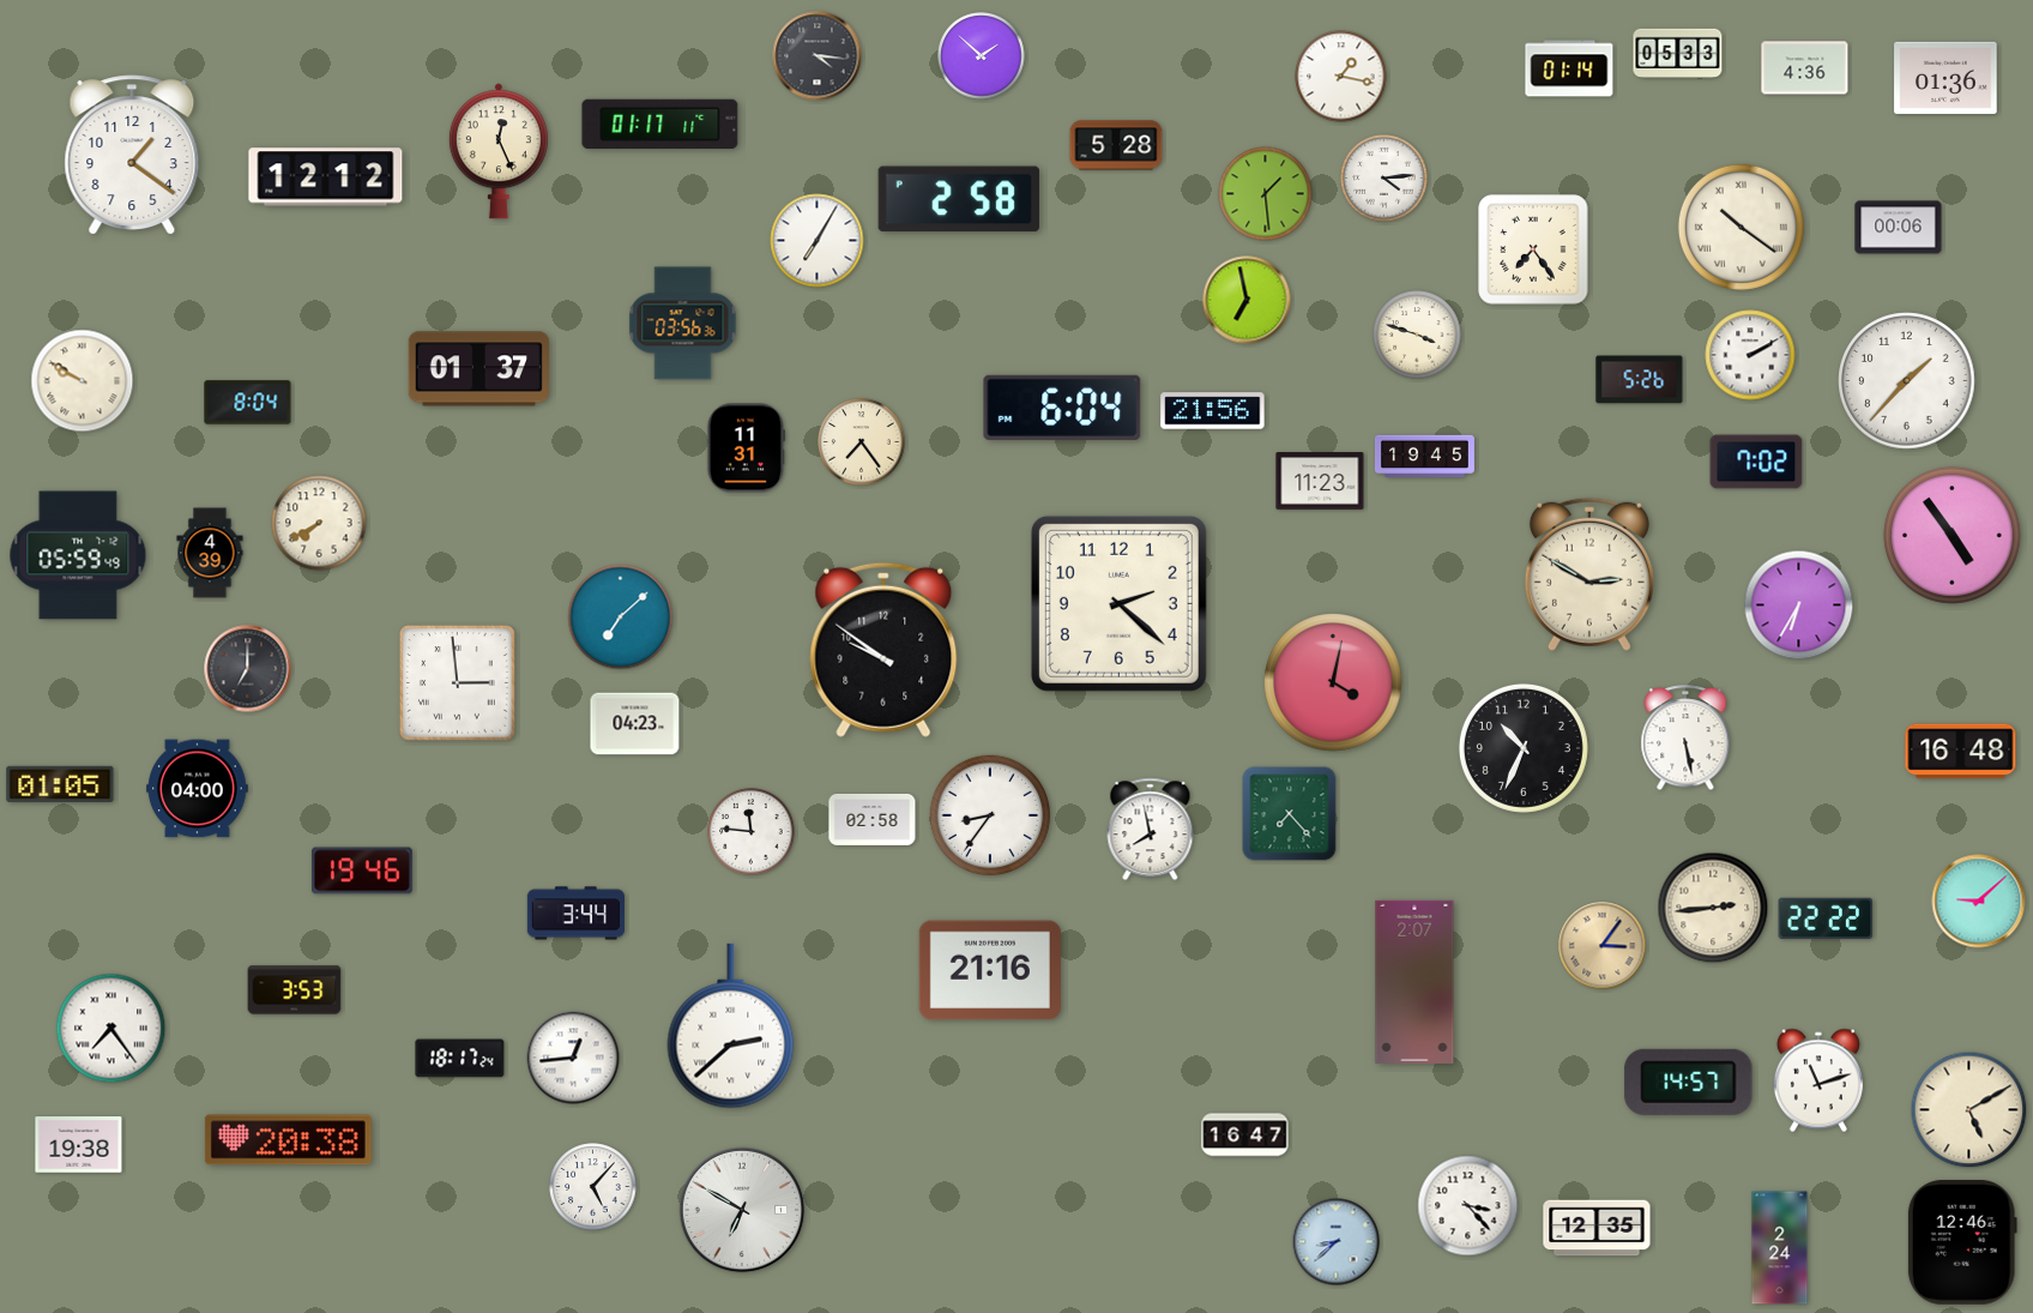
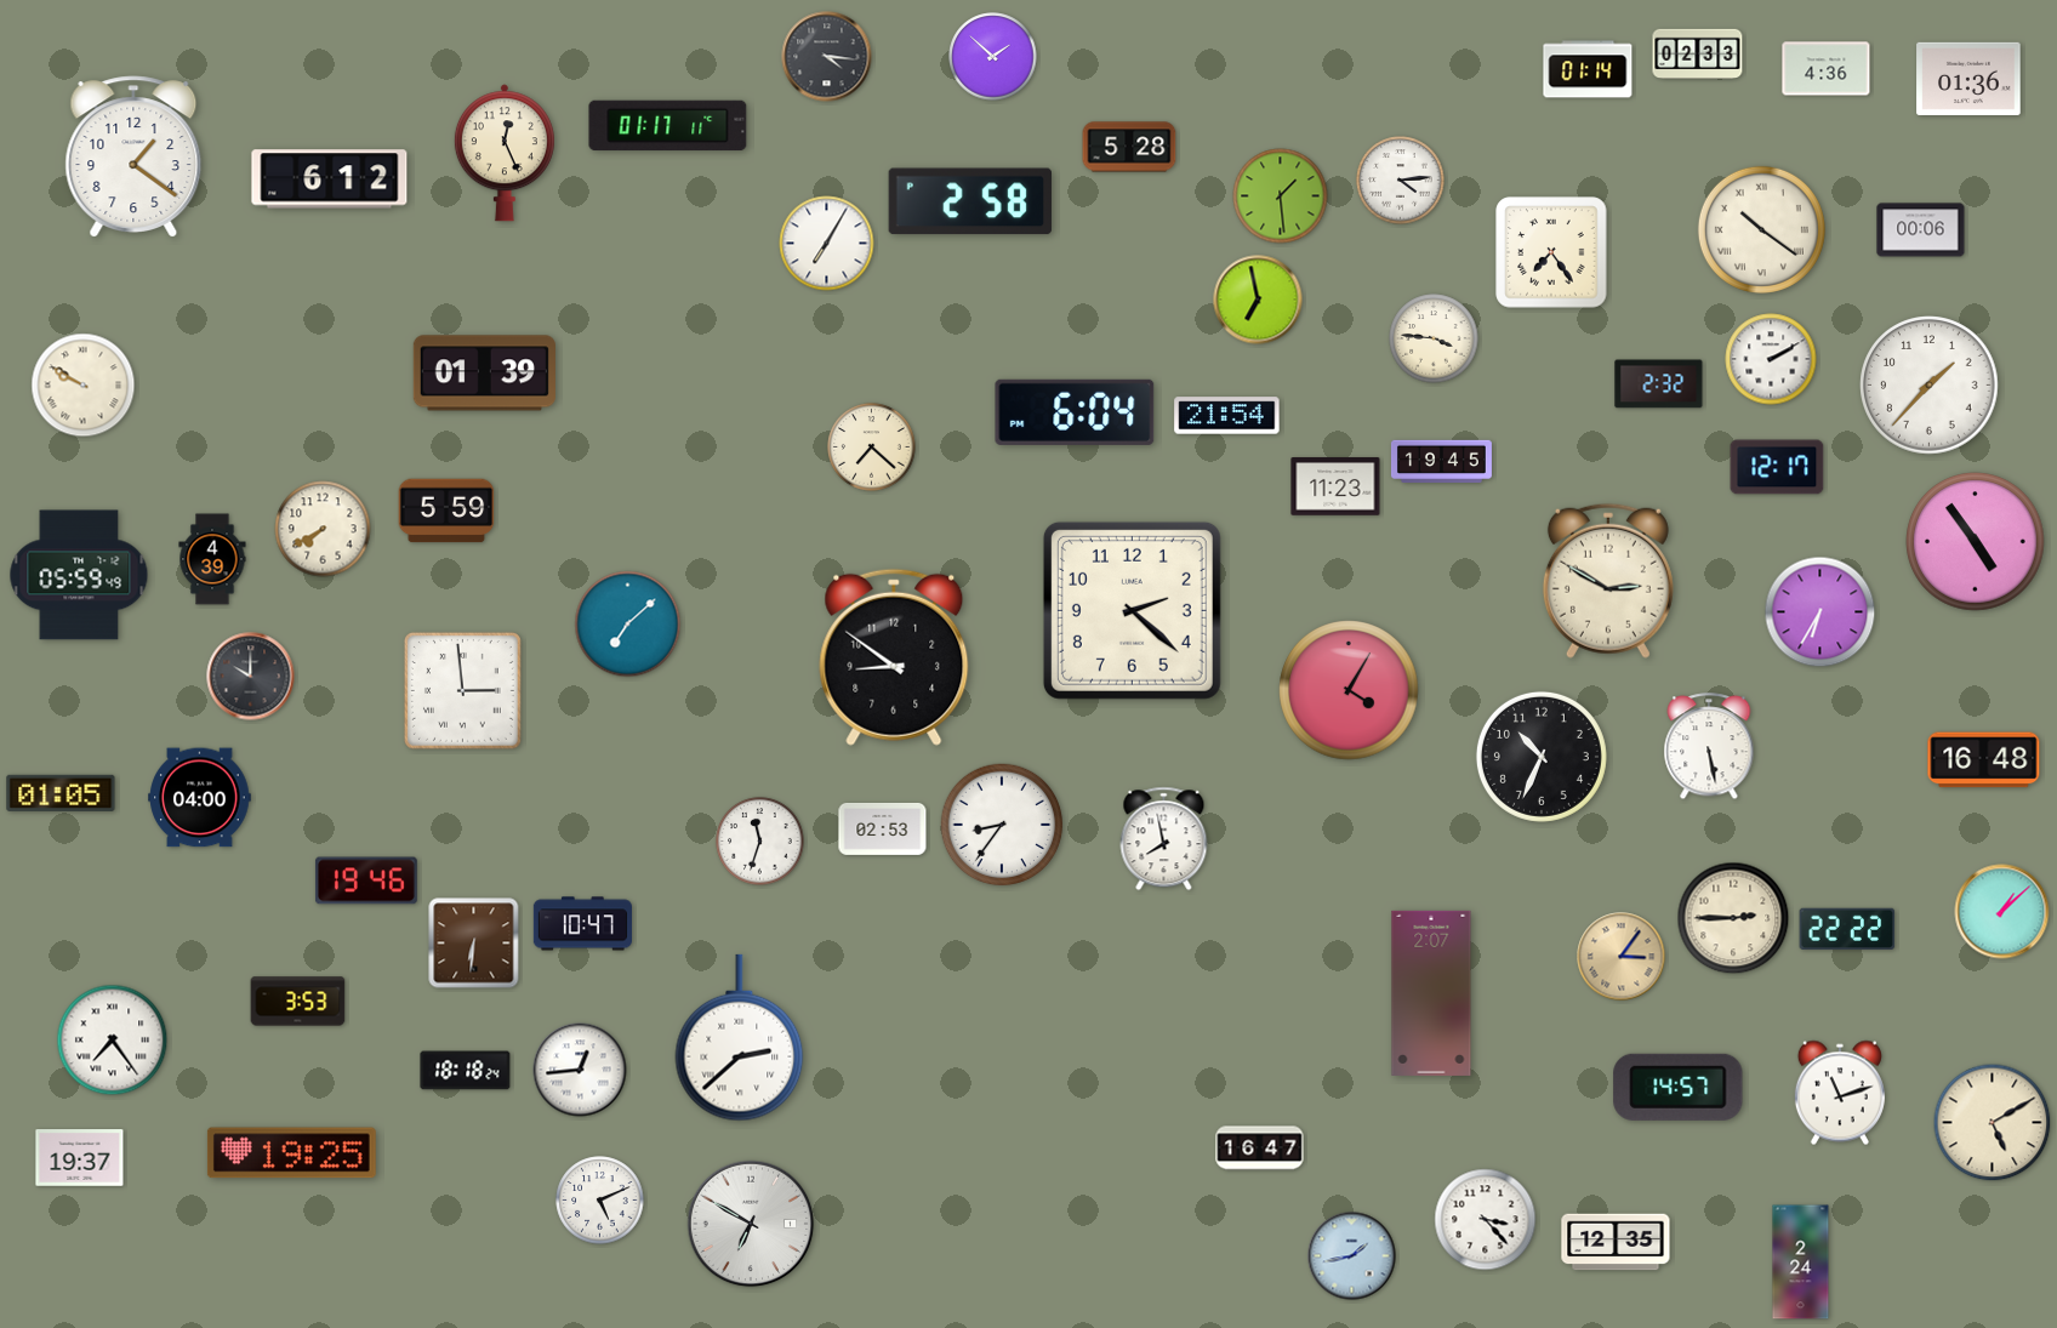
clock at (1678, 53): 05:33 -> 02:33
clock at (1341, 77): 1:17 -> none
clock at (326, 177): 12:12 -> 6:12
clock at (1247, 300) position: (1247, 300) -> (1258, 300)
clock at (683, 324): 03:56 -> none
clock at (1417, 335): 3:48 -> 3:46
clock at (478, 369): 01:37 -> 01:39
clock at (1640, 380): 5:26 -> 2:32
clock at (248, 403): 8:04 -> none
clock at (1213, 411): 21:56 -> 21:54
clock at (862, 442): 7:24 -> 7:22
clock at (746, 448): 11:31 -> none
clock at (1756, 462): 7:02 -> 12:17
clock at (446, 511): none -> 5:59
clock at (78, 555) position: (78, 555) -> (79, 575)
clock at (883, 650): 9:51 -> 8:51
clock at (248, 669): 7:00 -> 10:00
clock at (1333, 682): 4:02 -> 4:05
clock at (635, 724): 04:23 -> none
clock at (1685, 739) position: (1685, 739) -> (1709, 747)
clock at (1290, 814): 7:23 -> none
clock at (873, 819): 02:58 -> 02:53
clock at (752, 832): 11:46 -> 11:33
clock at (1979, 902): 9:08 -> 1:08
clock at (1713, 908): 2:44 -> 2:45
clock at (575, 914): 3:44 -> 10:47
clock at (474, 944): none -> 6:31
clock at (990, 970): 21:16 -> none
clock at (460, 1059): 18:17 -> 18:18
clock at (1689, 1082) position: (1689, 1082) -> (1679, 1087)
clock at (288, 1140): 20:38 -> 19:25
clock at (79, 1145): 19:38 -> 19:37
clock at (593, 1187): 5:07 -> 5:11
clock at (1337, 1242): 8:38 -> 1:43
clock at (1962, 1242): 12:46 -> none
